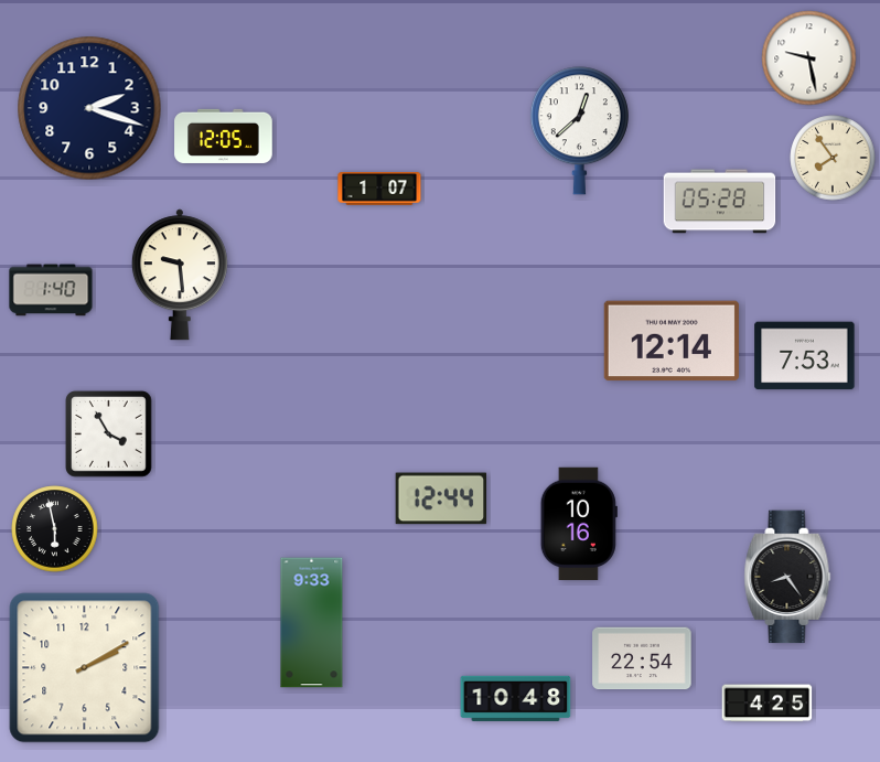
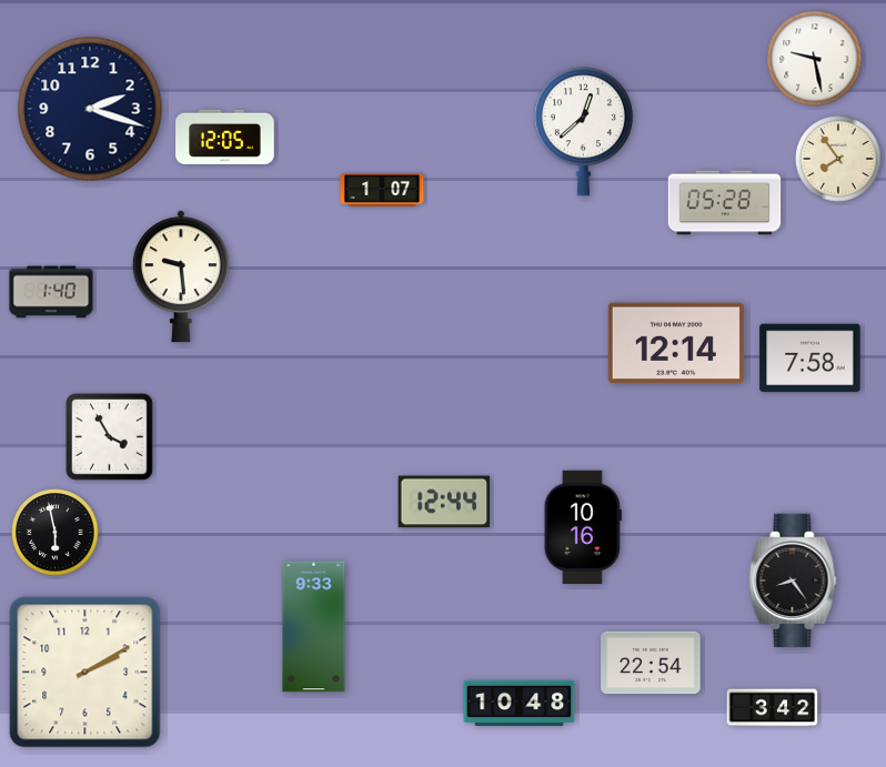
clock at (805, 356): 7:53 -> 7:58
clock at (642, 658) position: (642, 658) -> (651, 663)
clock at (768, 704): 4:25 -> 3:42
